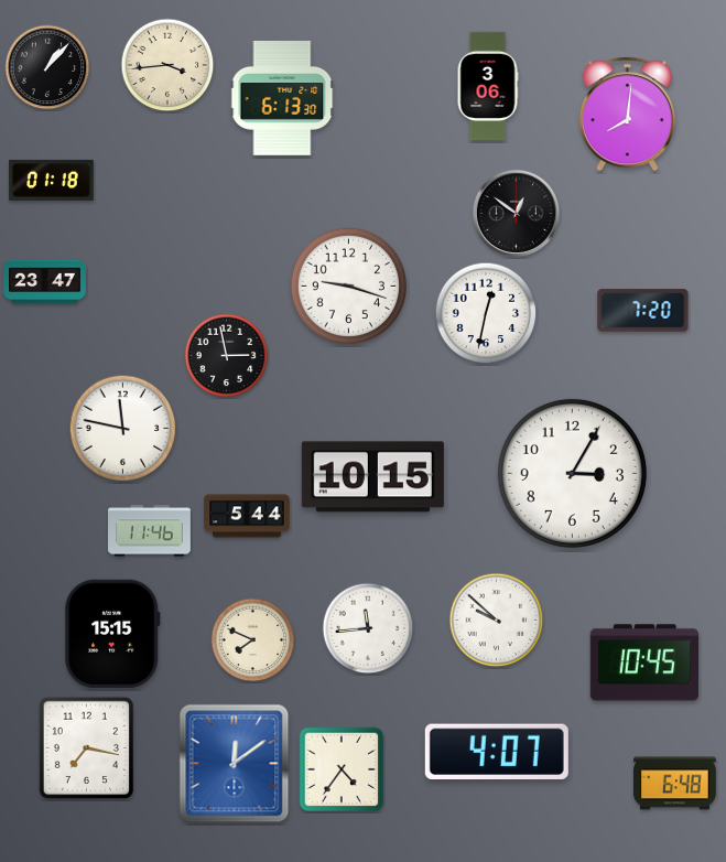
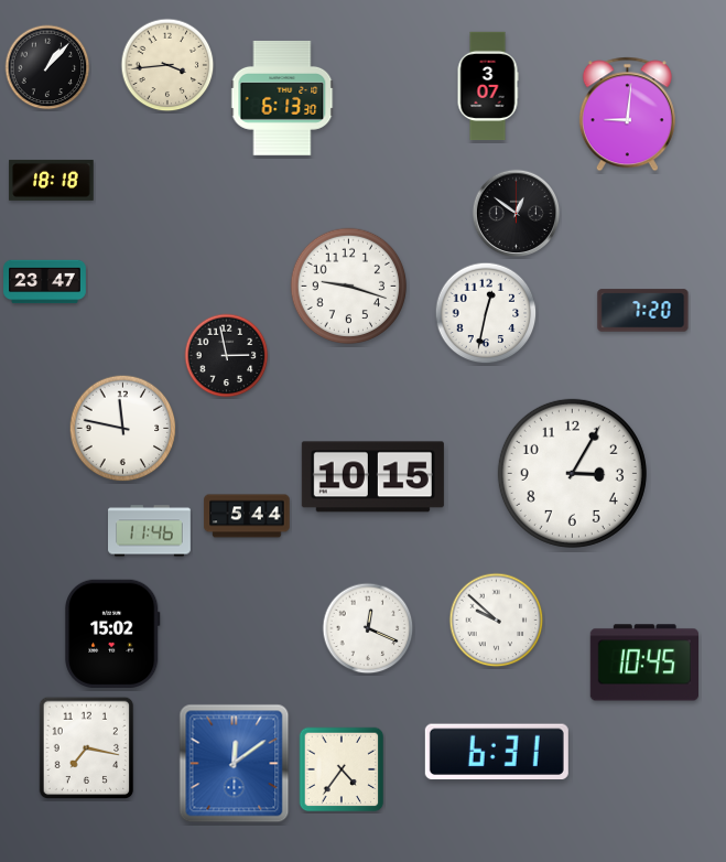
clock at (488, 86): 3:06 -> 3:07
clock at (627, 115): 8:01 -> 9:01
clock at (52, 180): 01:18 -> 18:18
clock at (368, 628): 11:44 -> 12:19
clock at (112, 634): 15:15 -> 15:02
clock at (253, 640): 7:49 -> none
clock at (497, 752): 4:07 -> 6:31
clock at (674, 784): 6:48 -> none
